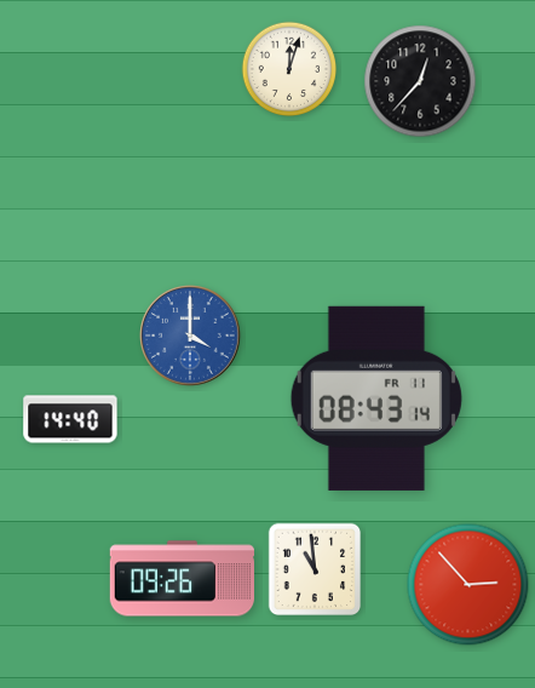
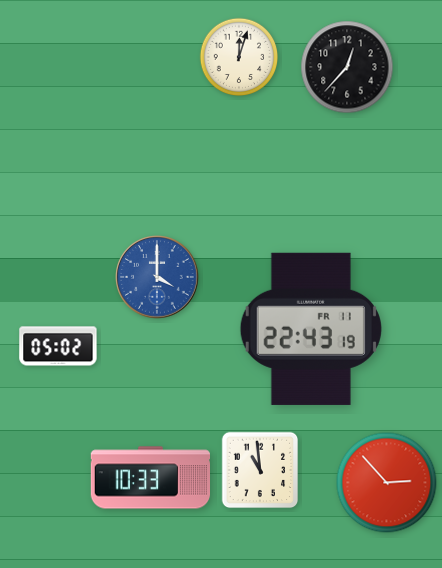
clock at (376, 399): 08:43 -> 22:43
clock at (70, 419): 14:40 -> 05:02
clock at (182, 579): 09:26 -> 10:33
